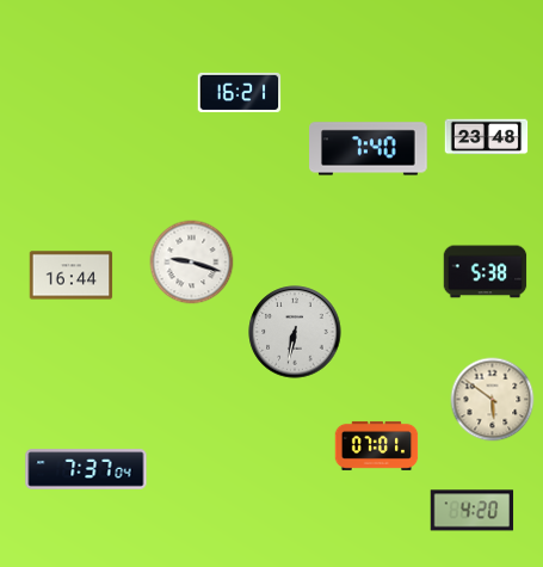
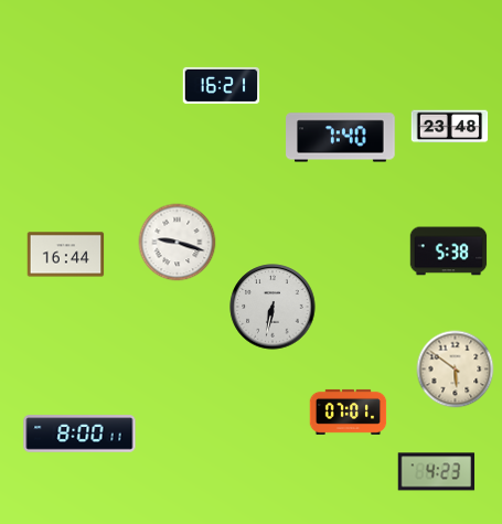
clock at (86, 469): 7:37 -> 8:00
clock at (473, 511): 4:20 -> 4:23
